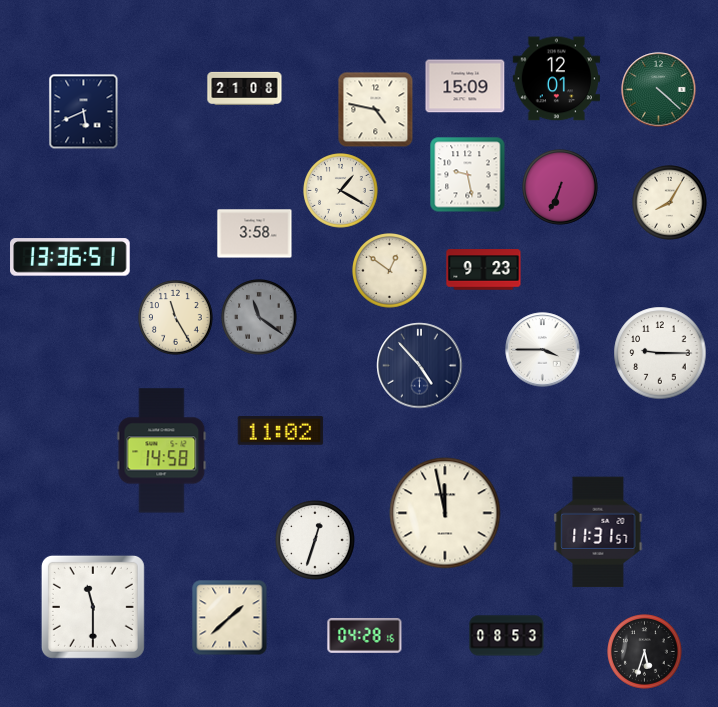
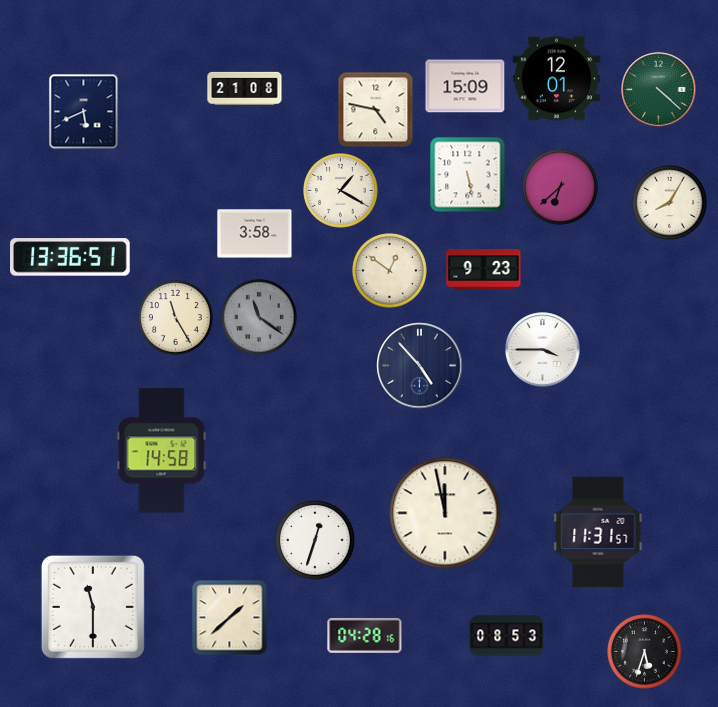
clock at (468, 175): 9:28 -> 5:28
clock at (561, 188): 6:34 -> 6:38
clock at (660, 353): 9:15 -> none
clock at (281, 431): 11:02 -> none
